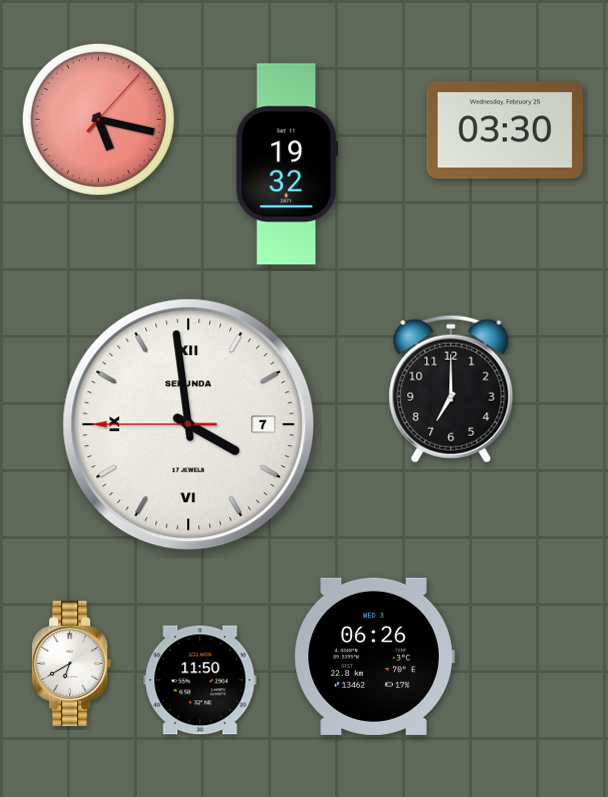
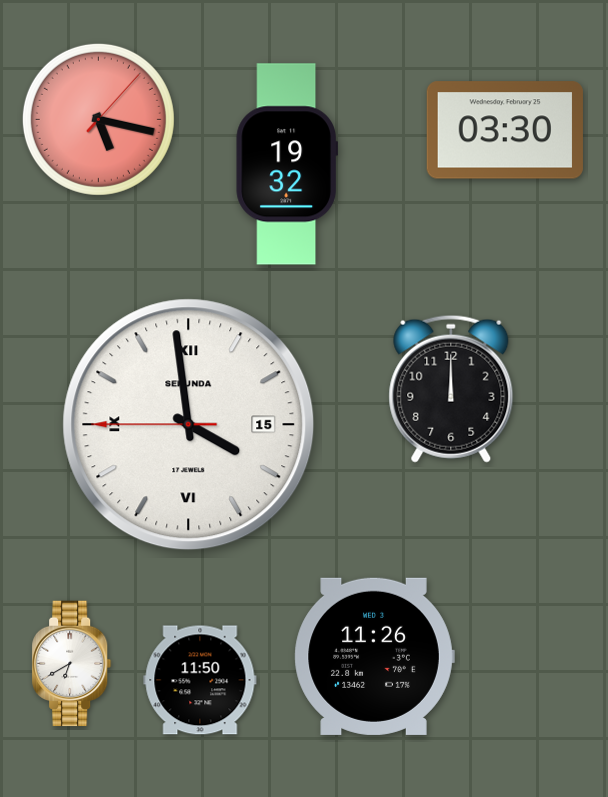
clock at (451, 389): 7:00 -> 12:00
clock at (189, 425) date: 7 -> 15
clock at (374, 656): 06:26 -> 11:26
